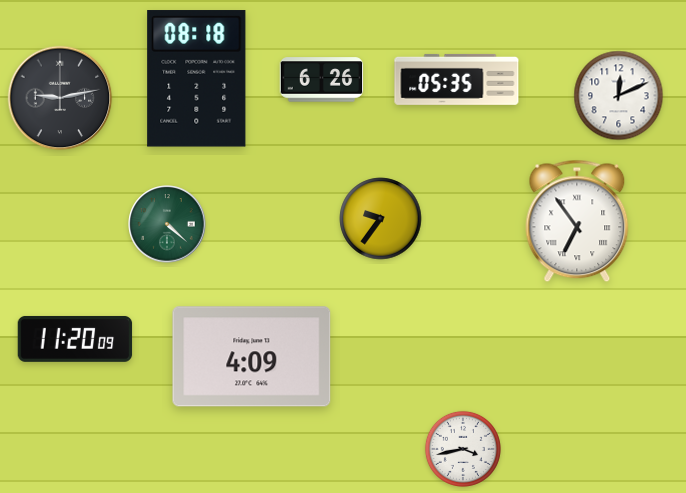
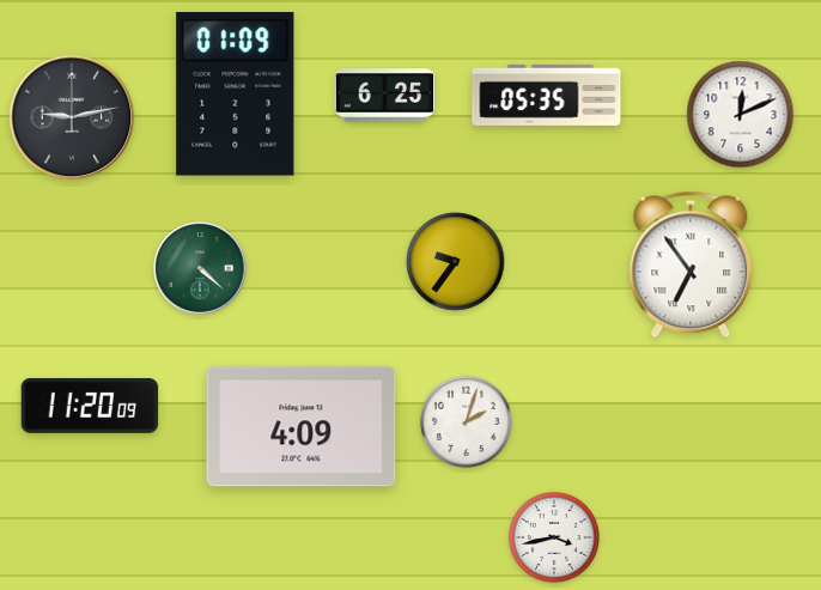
clock at (197, 79): 08:18 -> 01:09
clock at (322, 80): 6:26 -> 6:25
clock at (466, 421): none -> 2:03
